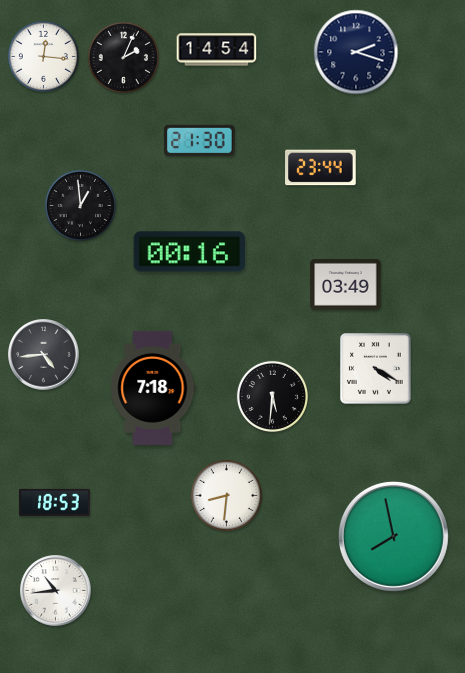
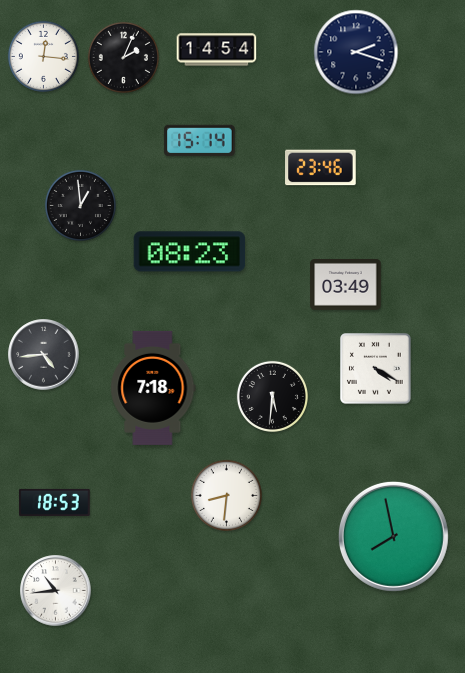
clock at (200, 141): 21:30 -> 15:14
clock at (321, 168): 23:44 -> 23:46
clock at (190, 252): 00:16 -> 08:23
